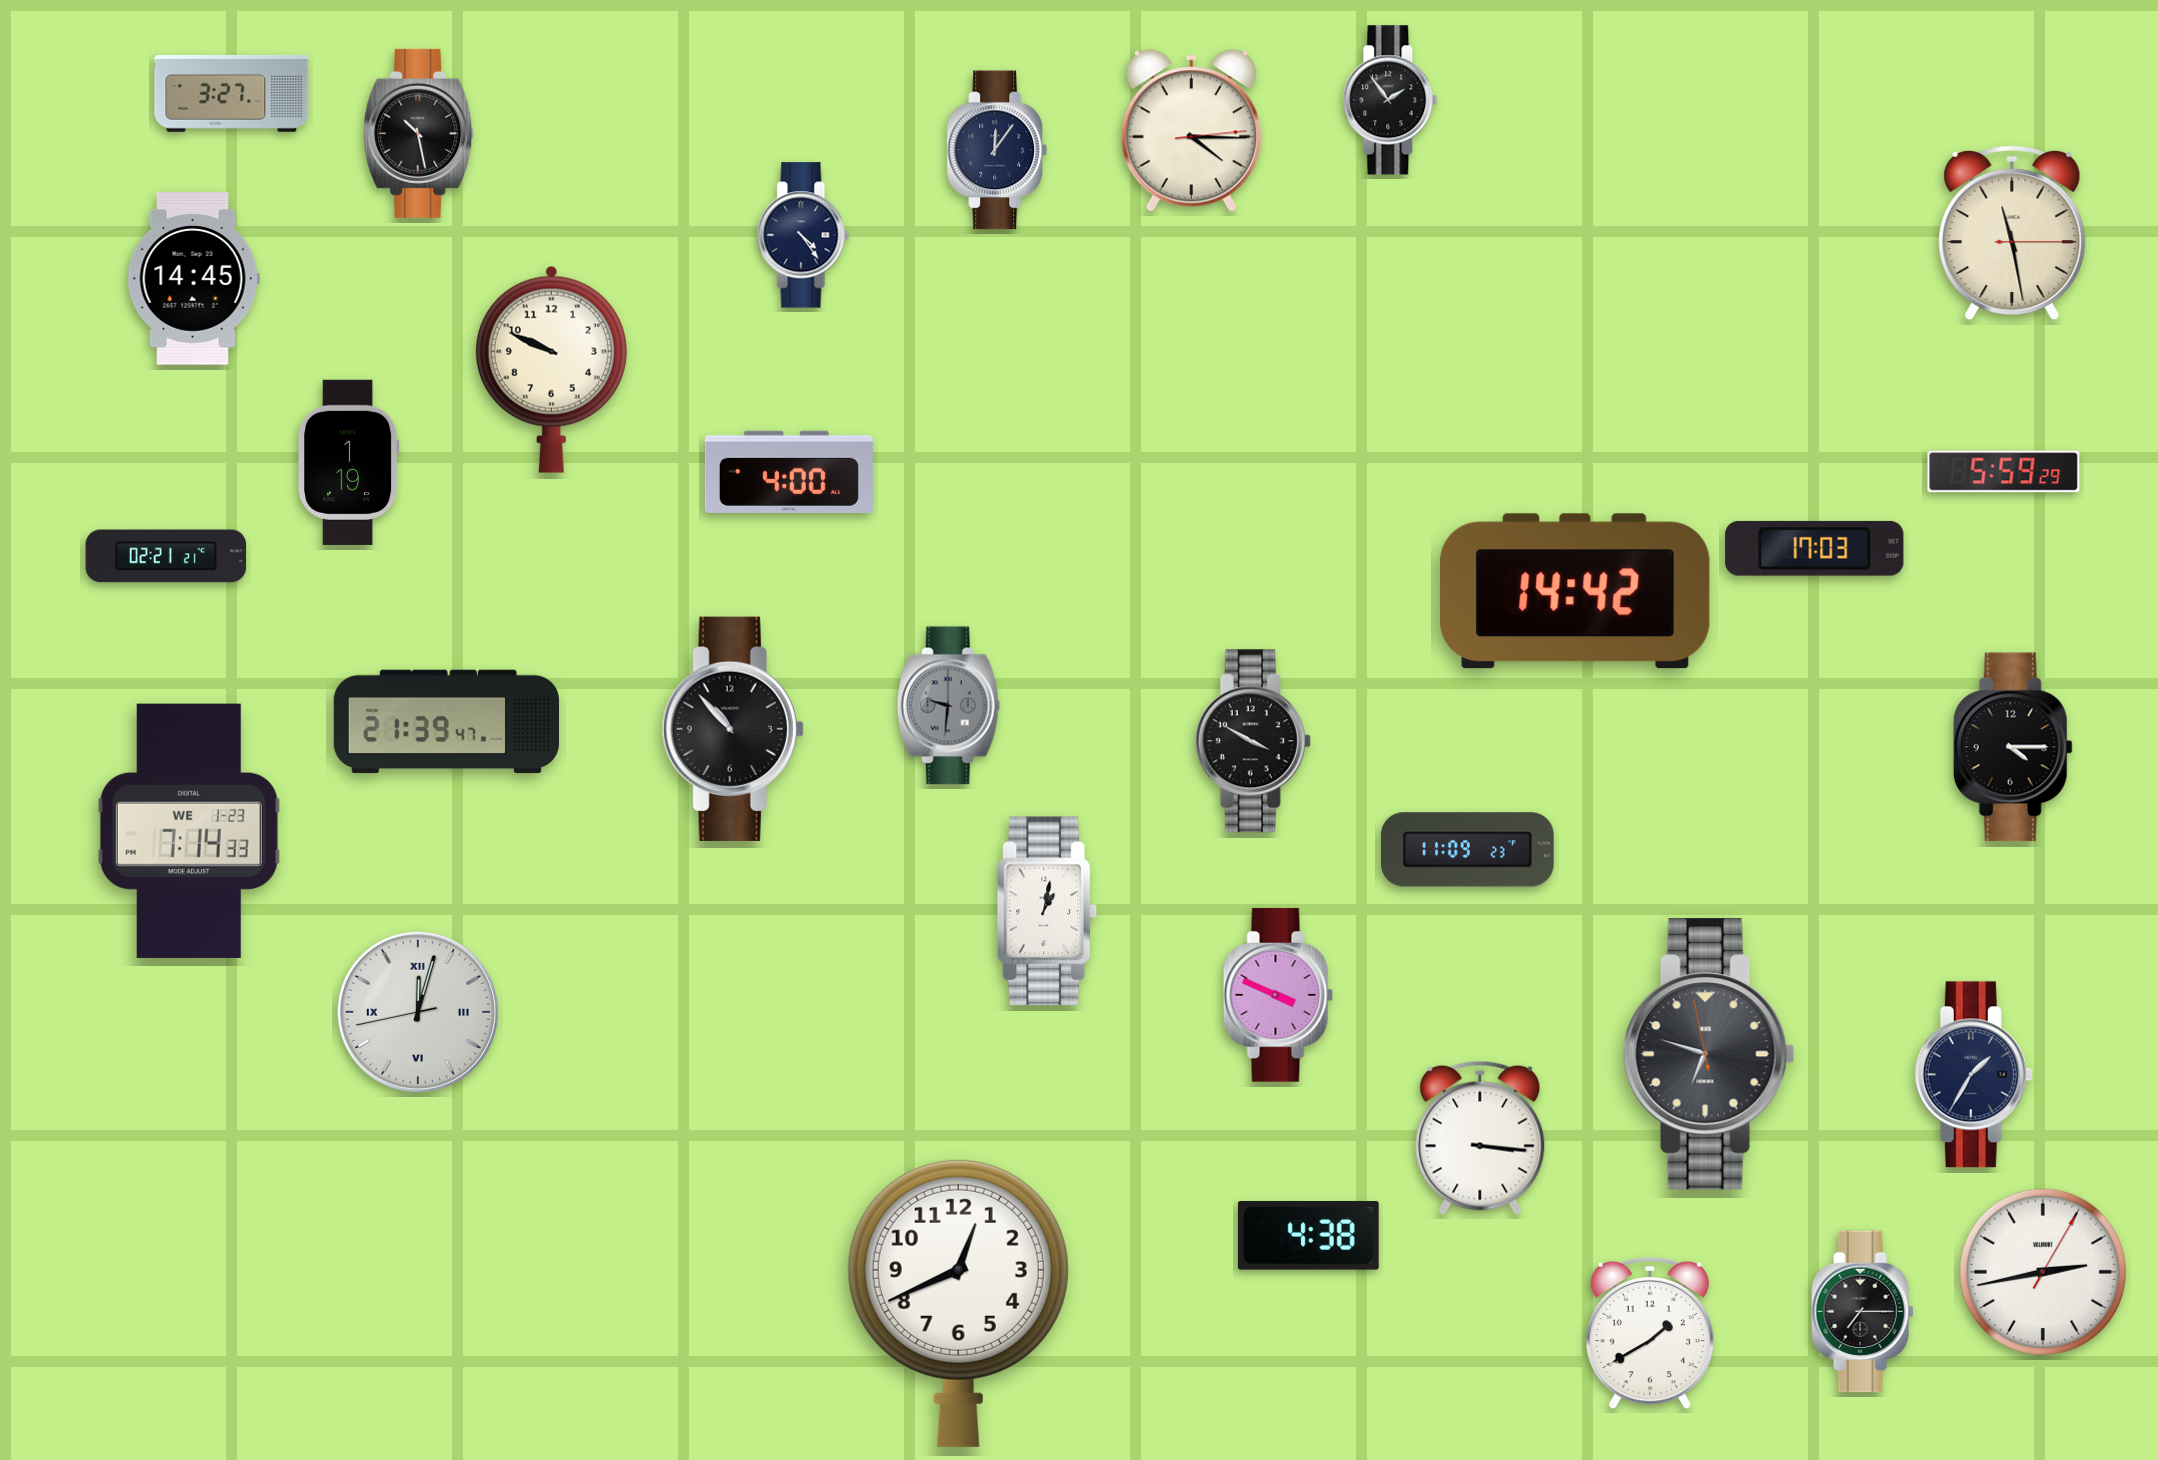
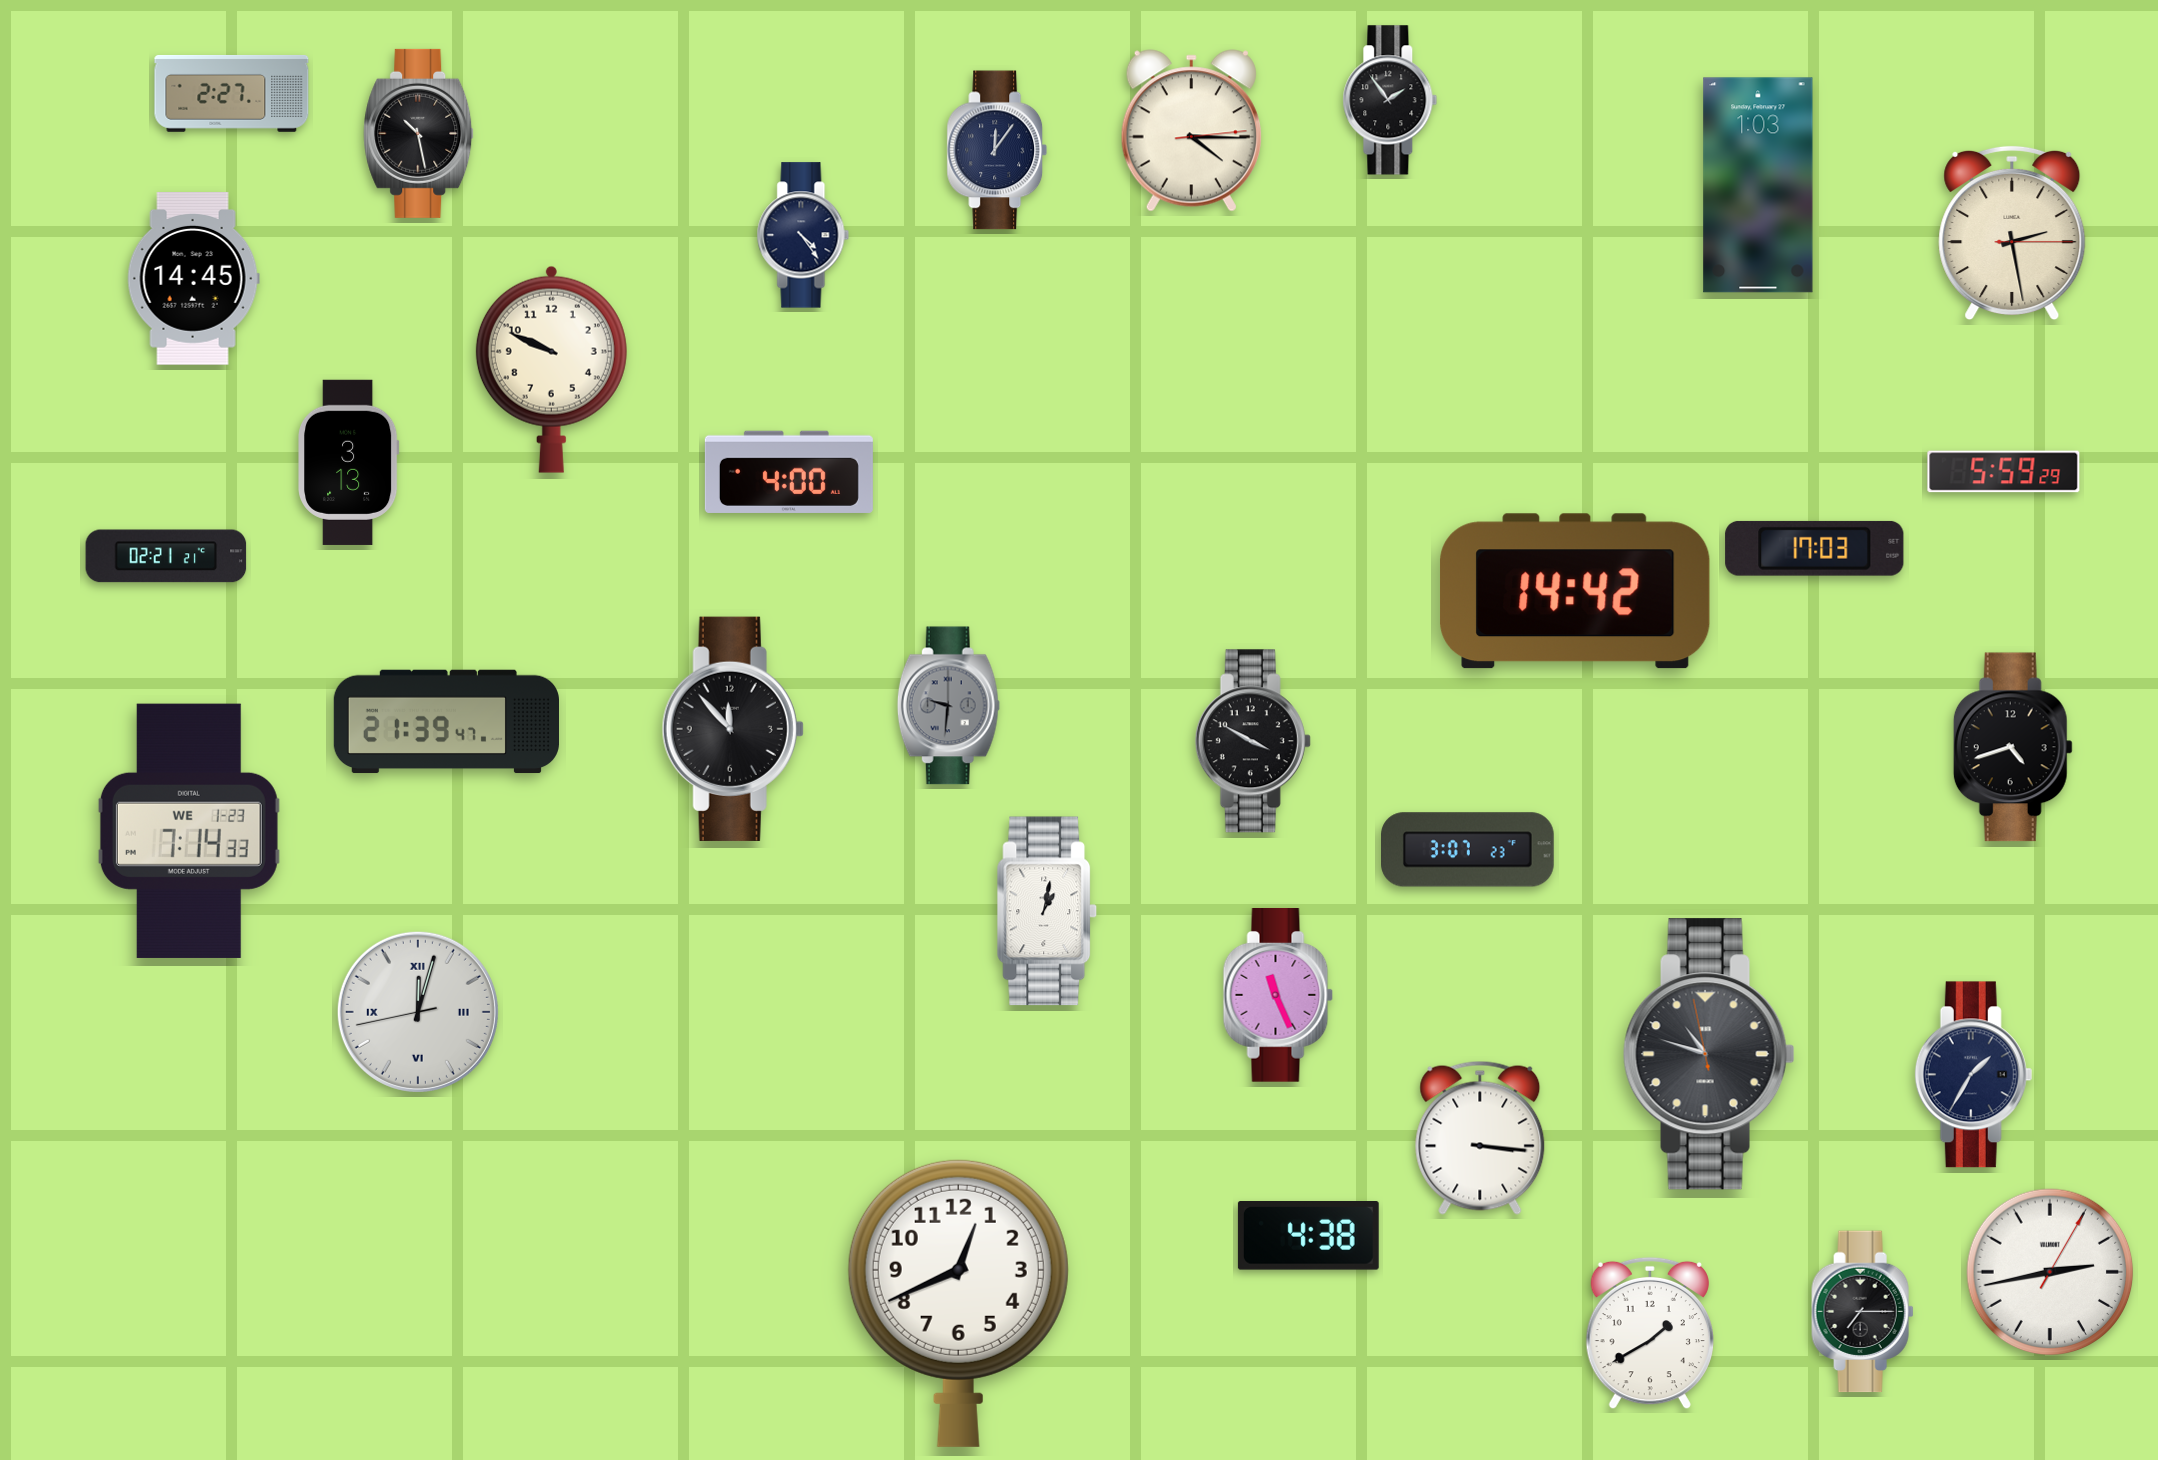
clock at (232, 93): 3:27 -> 2:27
clock at (1758, 185): none -> 1:03
clock at (2012, 233): 11:28 -> 2:28
clock at (348, 462): 1:19 -> 3:13
clock at (733, 729): 10:53 -> 11:53
clock at (2013, 747): 4:15 -> 4:42
clock at (1468, 850): 11:09 -> 3:07
clock at (1278, 995): 3:49 -> 11:26
clock at (1709, 1054): 6:47 -> 10:47
clock at (2043, 1272) position: (2043, 1272) -> (2050, 1272)
